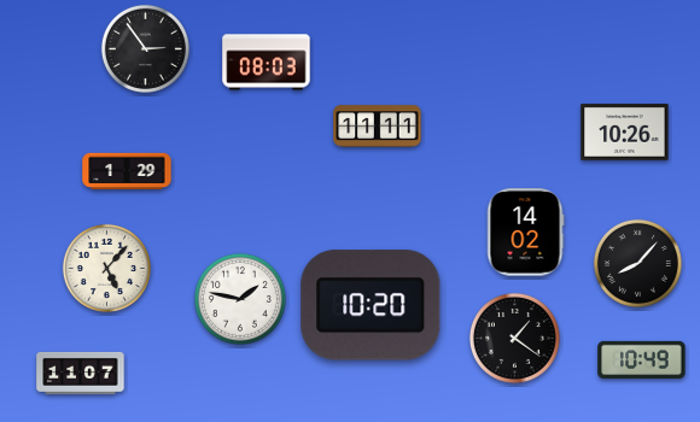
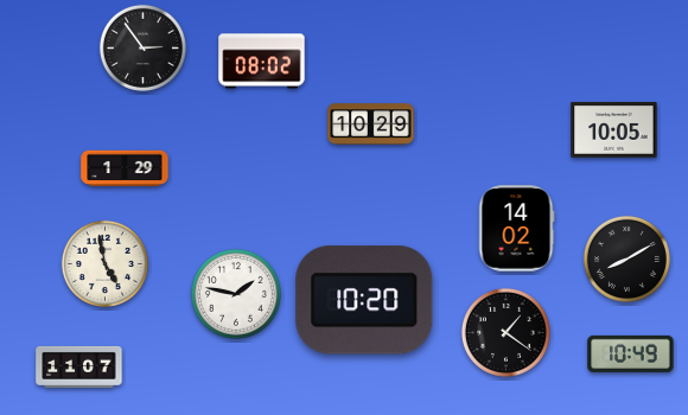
clock at (267, 63): 08:03 -> 08:02
clock at (378, 127): 11:11 -> 10:29
clock at (625, 133): 10:26 -> 10:05
clock at (637, 263): 8:07 -> 8:10
clock at (106, 268): 5:07 -> 4:58
